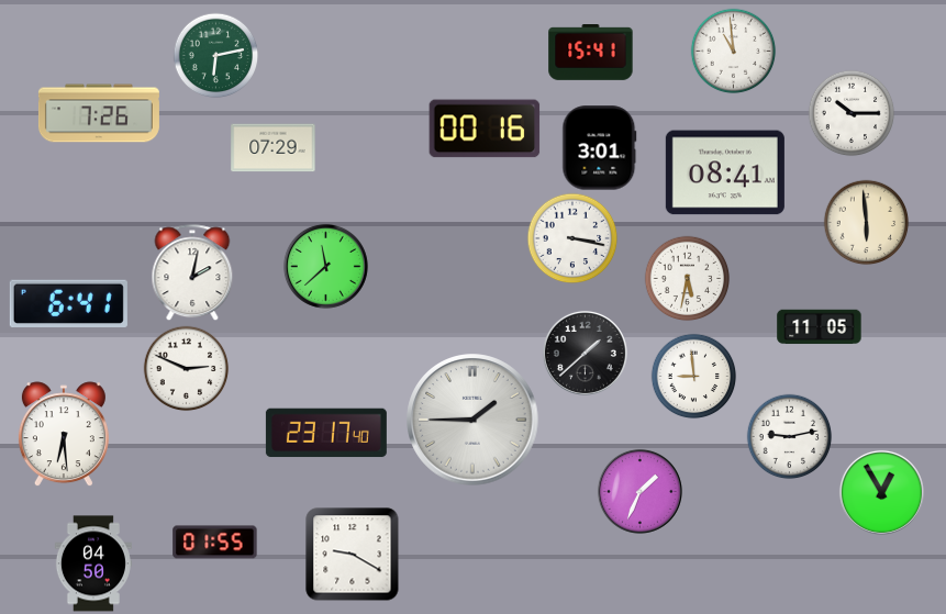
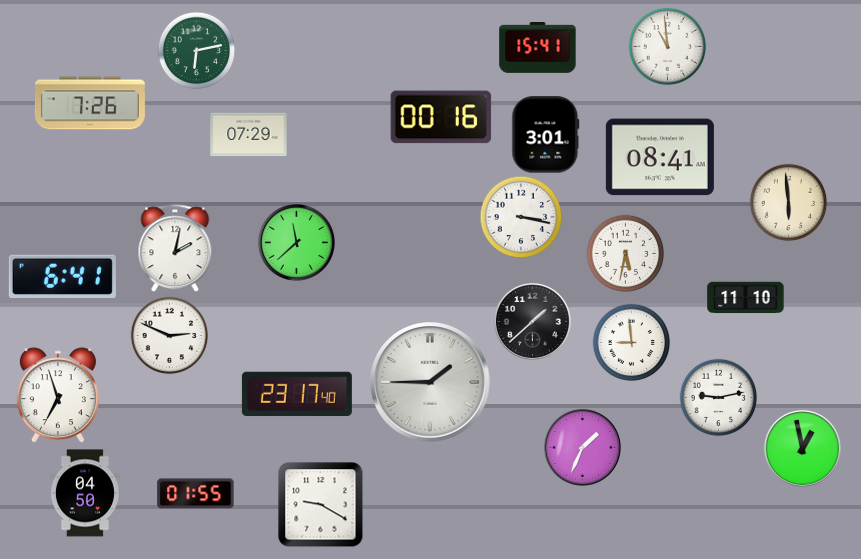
clock at (852, 113): 10:15 -> none
clock at (820, 327): 11:05 -> 11:10
clock at (64, 434): 6:29 -> 6:57
clock at (881, 492): 12:55 -> 12:58
clock at (93, 563) position: (93, 563) -> (85, 493)
